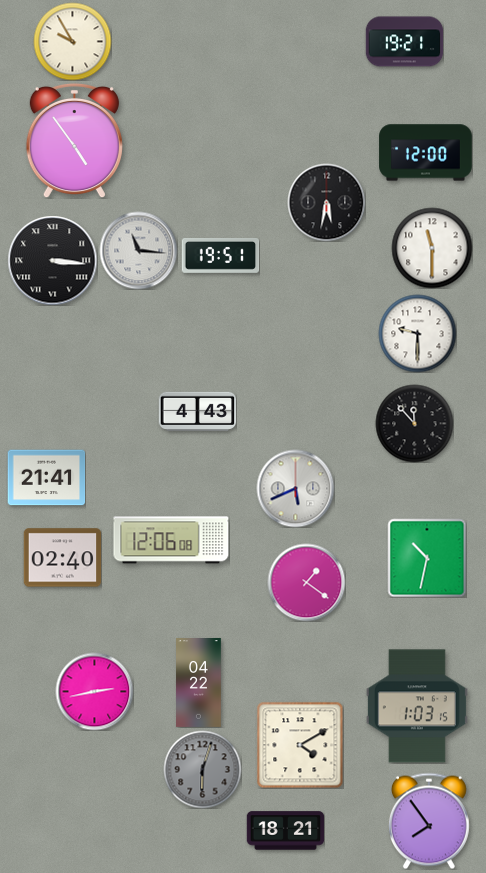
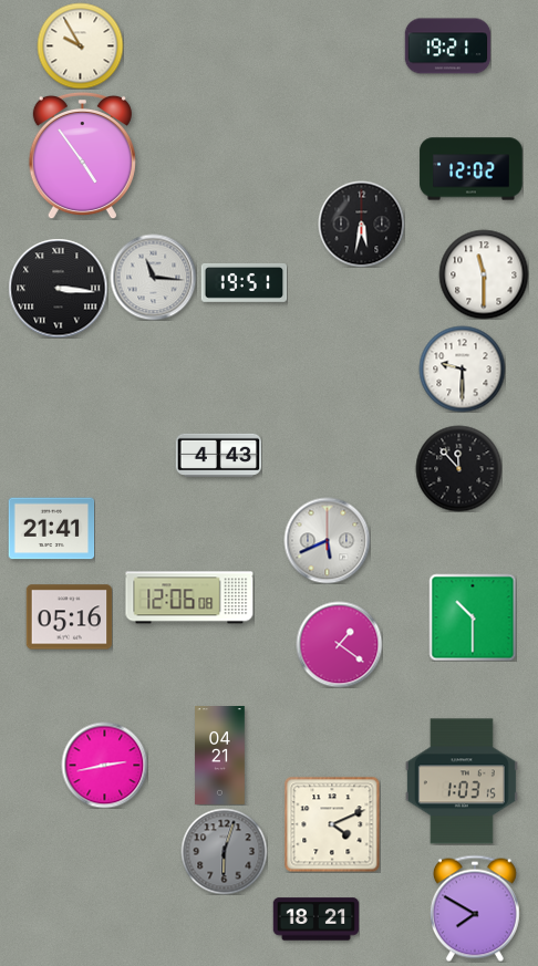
clock at (426, 153): 12:00 -> 12:02
clock at (432, 248) position: (432, 248) -> (484, 274)
clock at (62, 558): 02:40 -> 05:16
clock at (427, 558): 10:32 -> 10:30
clock at (199, 683): 04:22 -> 04:21
clock at (300, 745): 4:10 -> 4:11
clock at (429, 821): 7:54 -> 7:50
